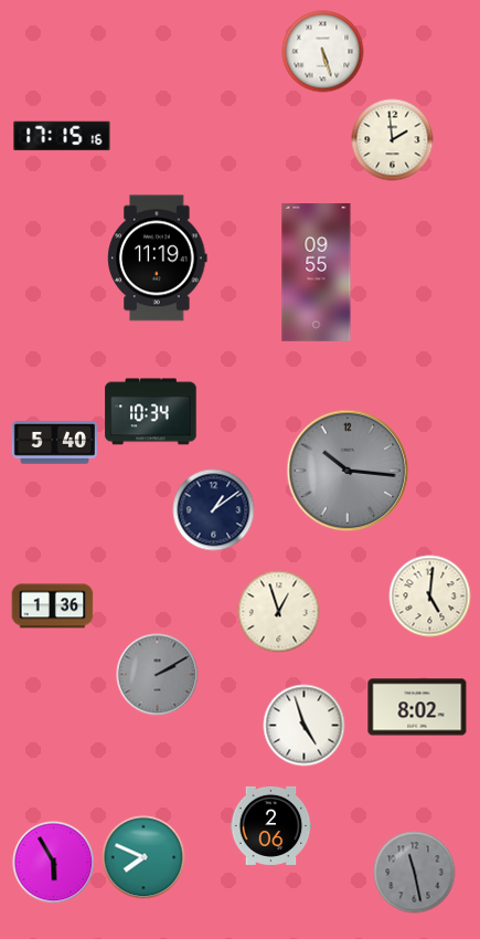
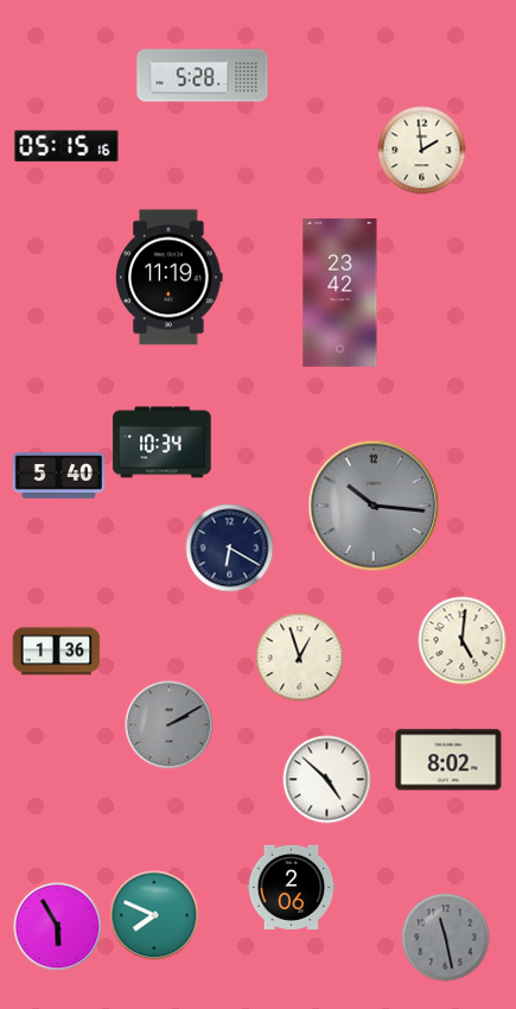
clock at (323, 52): 5:27 -> none
clock at (203, 76): none -> 5:28
clock at (62, 136): 17:15 -> 05:15
clock at (317, 272): 09:55 -> 23:42
clock at (214, 510): 1:09 -> 6:20
clock at (305, 726): 4:57 -> 4:52
clock at (143, 857) position: (143, 857) -> (154, 915)
